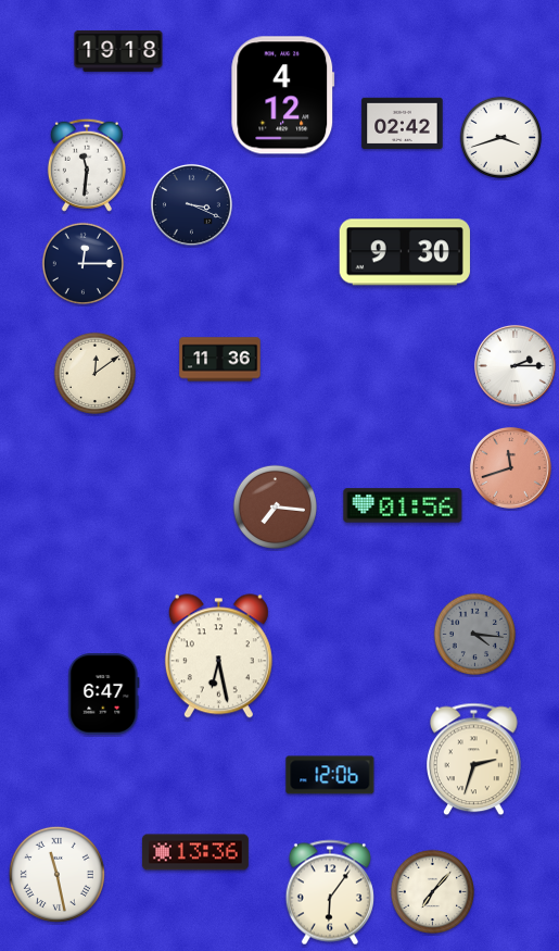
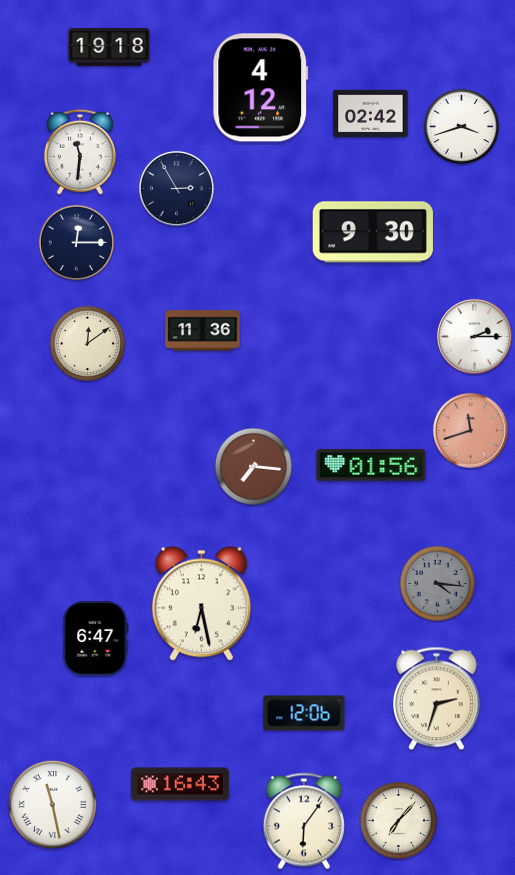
clock at (191, 204): 3:19 -> 2:55
clock at (195, 852): 13:36 -> 16:43
